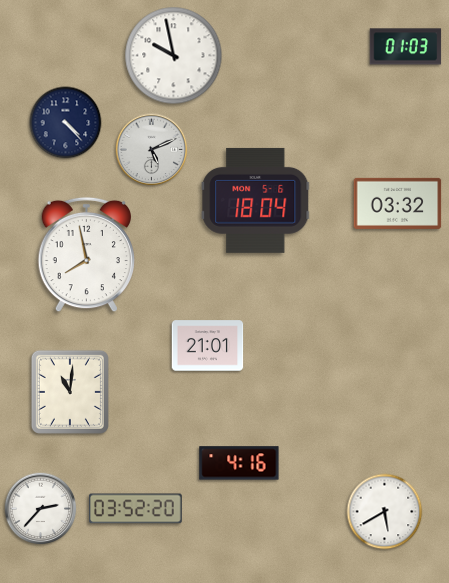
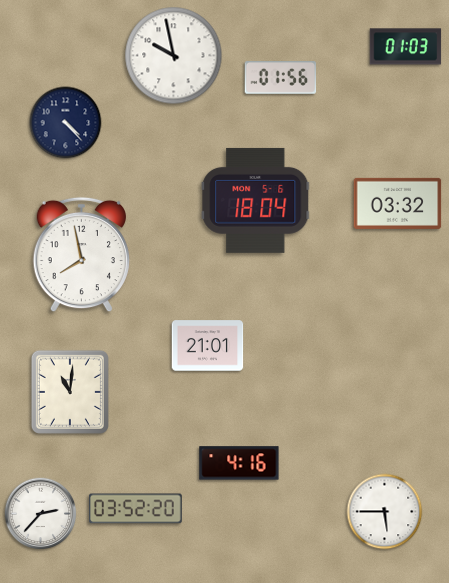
clock at (281, 78): none -> 01:56
clock at (152, 150): 5:11 -> none
clock at (86, 255) position: (86, 255) -> (81, 255)
clock at (41, 509) position: (41, 509) -> (41, 514)
clock at (385, 512): 5:40 -> 5:45
